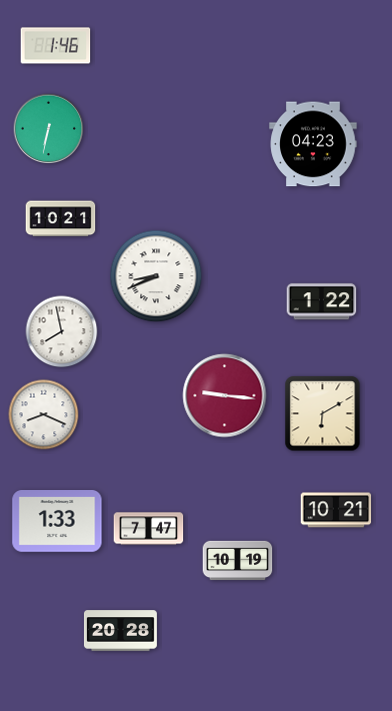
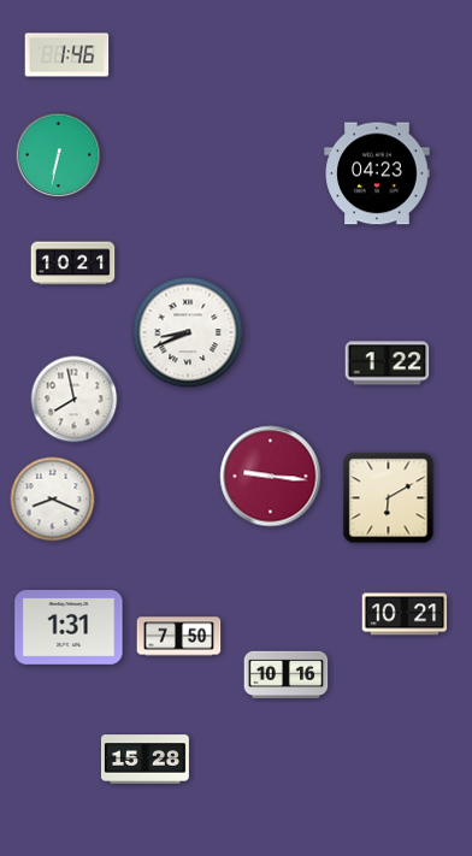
clock at (57, 521): 1:33 -> 1:31
clock at (149, 529): 7:47 -> 7:50
clock at (238, 561): 10:19 -> 10:16
clock at (120, 631): 20:28 -> 15:28
